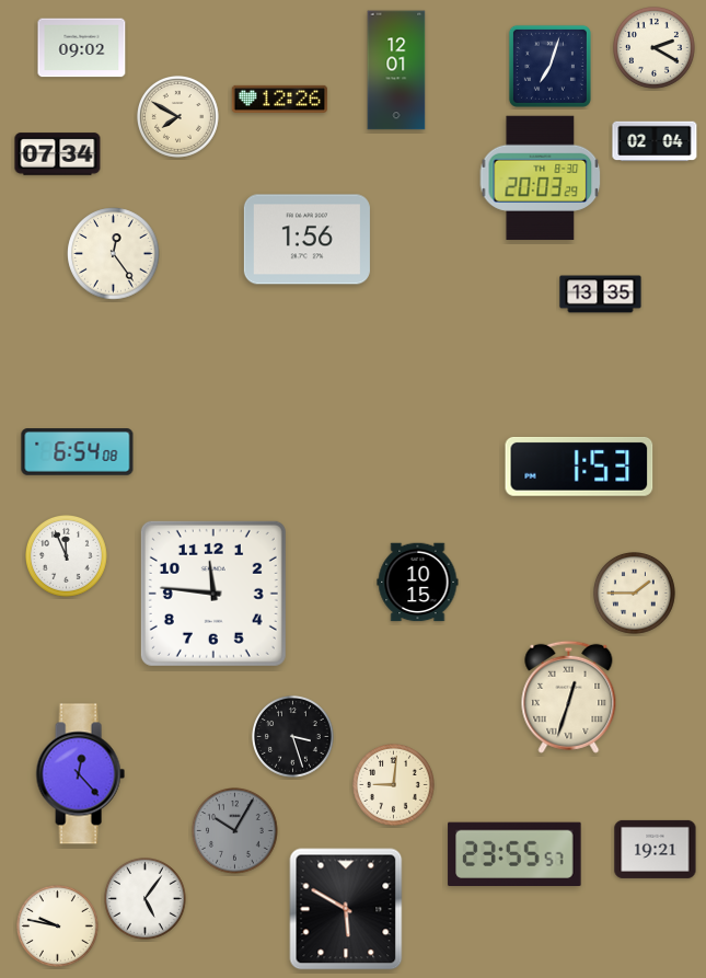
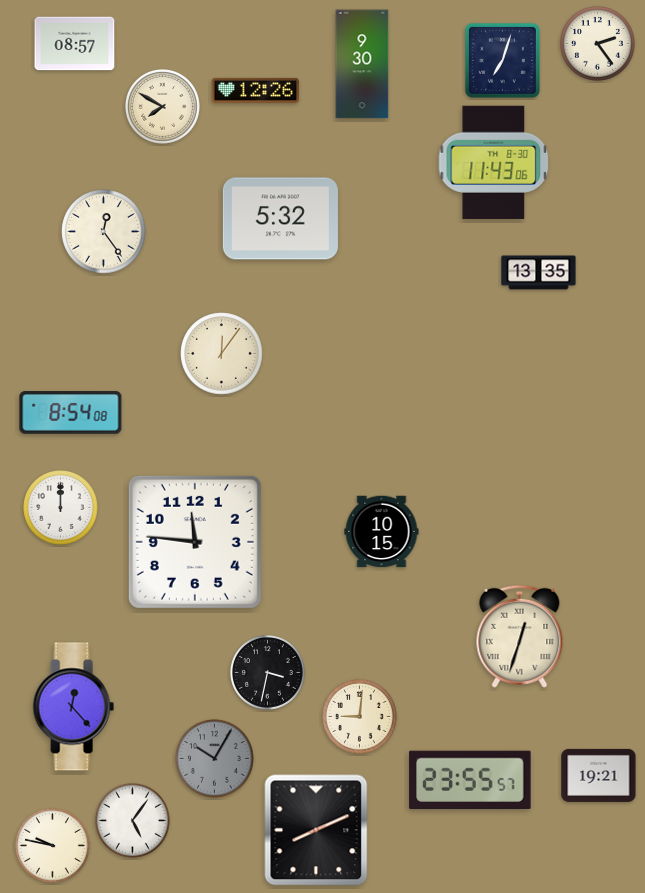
clock at (82, 48): 09:02 -> 08:57
clock at (655, 48): 2:20 -> 2:24
clock at (396, 70): 12:01 -> 9:30
clock at (655, 141): 02:04 -> none
clock at (58, 154): 07:34 -> none
clock at (541, 177): 20:03 -> 11:43
clock at (306, 240): 1:56 -> 5:32
clock at (601, 295) position: (601, 295) -> (539, 273)
clock at (222, 354): none -> 12:06
clock at (78, 452): 6:54 -> 8:54
clock at (579, 467): 1:53 -> none
clock at (67, 556): 11:56 -> 12:00
clock at (635, 594): 1:45 -> none
clock at (293, 737): 3:27 -> 3:32
clock at (346, 909): 5:50 -> 8:11
